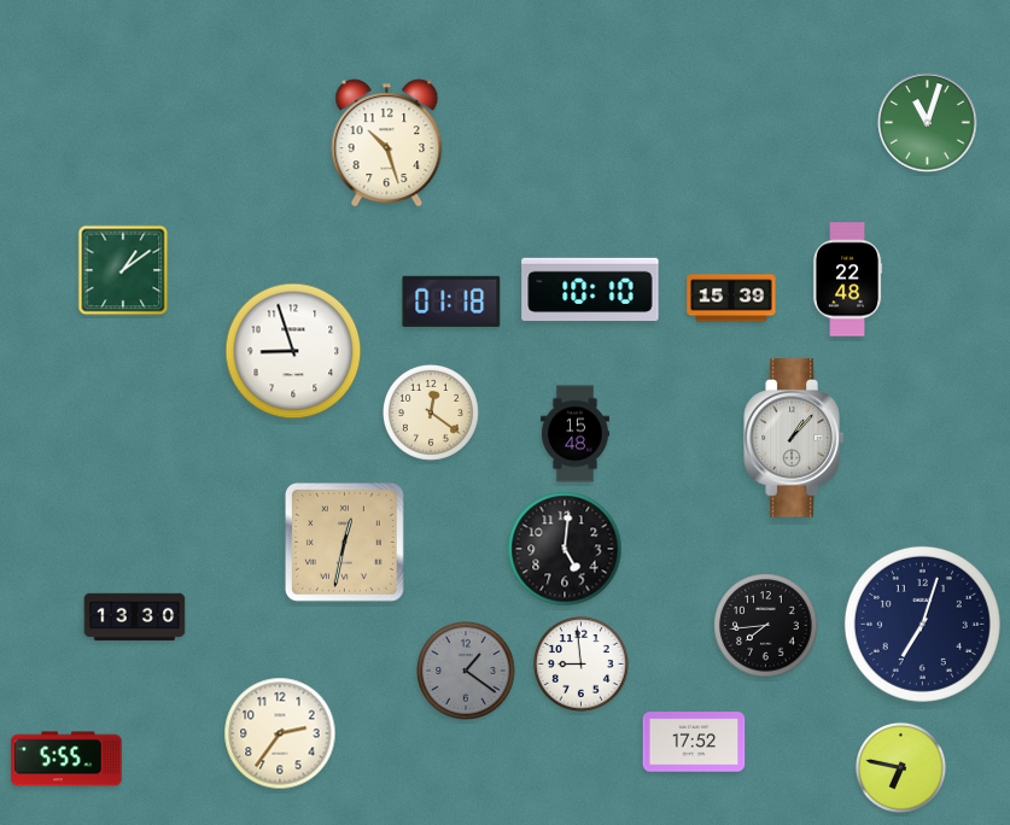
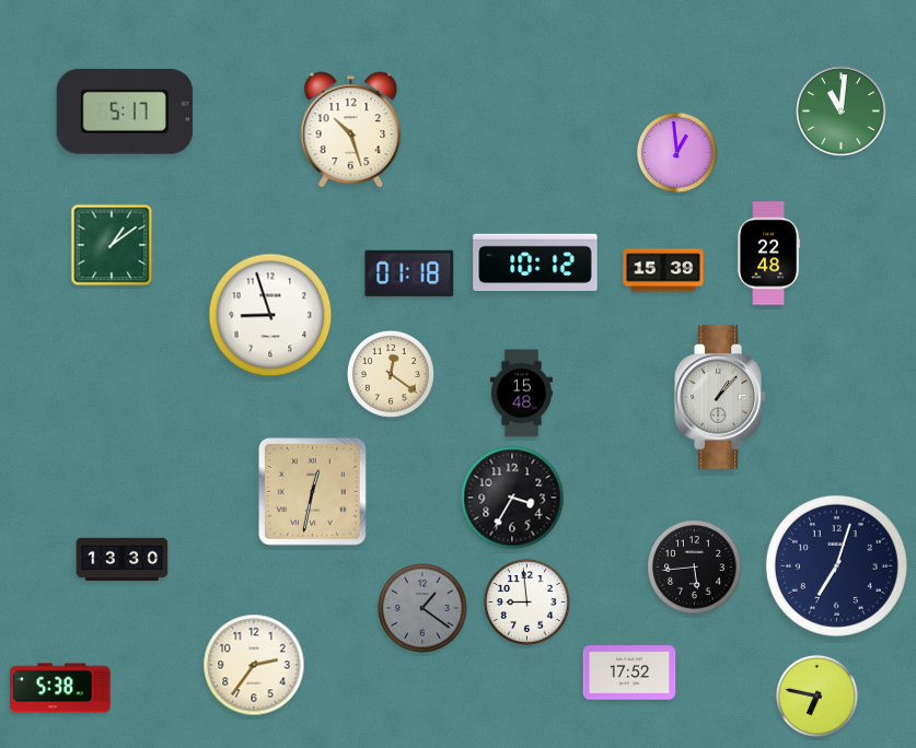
clock at (124, 112): none -> 5:17
clock at (928, 123): 11:03 -> 11:01
clock at (676, 152): none -> 12:59
clock at (590, 289): 10:10 -> 10:12
clock at (293, 351) position: (293, 351) -> (270, 315)
clock at (565, 549): 5:01 -> 3:35
clock at (766, 626): 7:44 -> 5:44
clock at (66, 759): 5:55 -> 5:38
